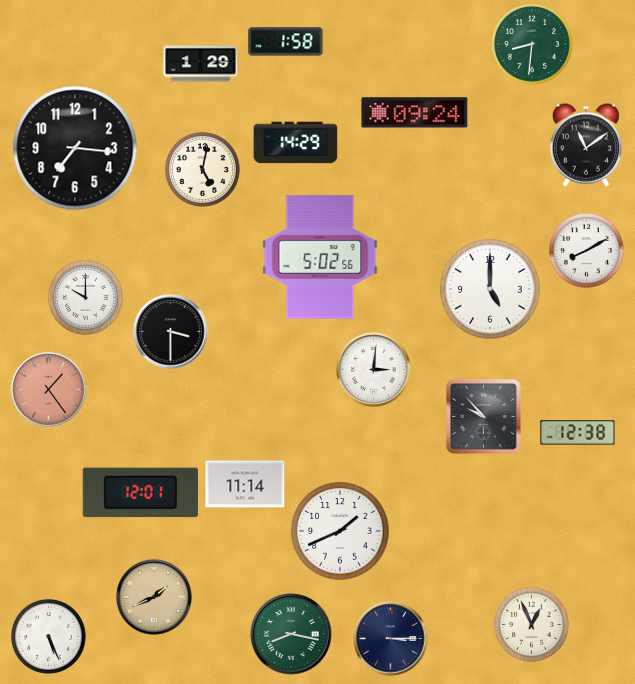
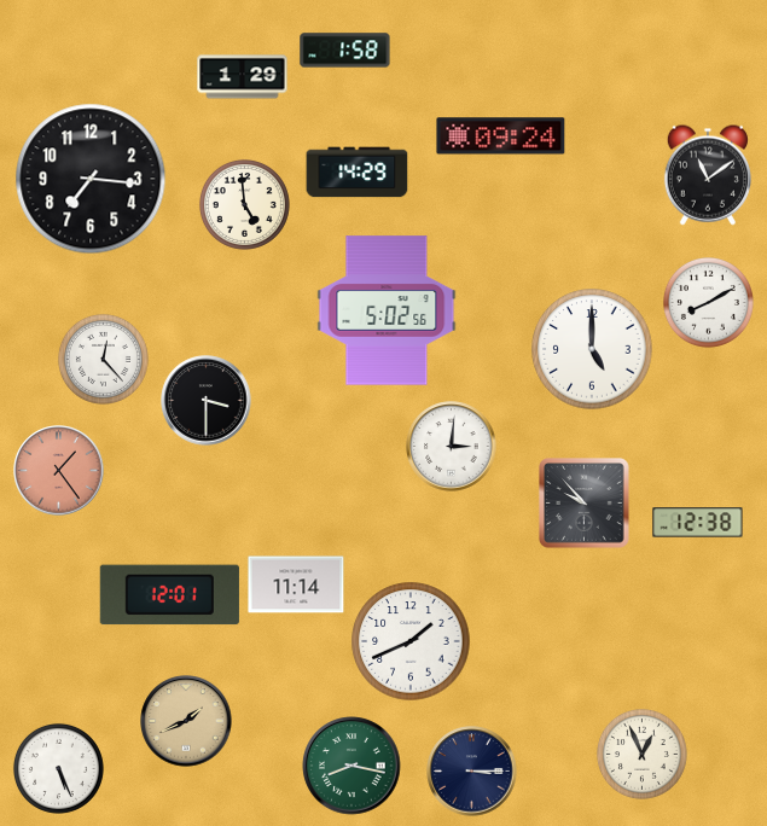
clock at (533, 45): 8:31 -> none
clock at (202, 169): 5:02 -> 4:59
clock at (85, 297): 10:00 -> 12:23
